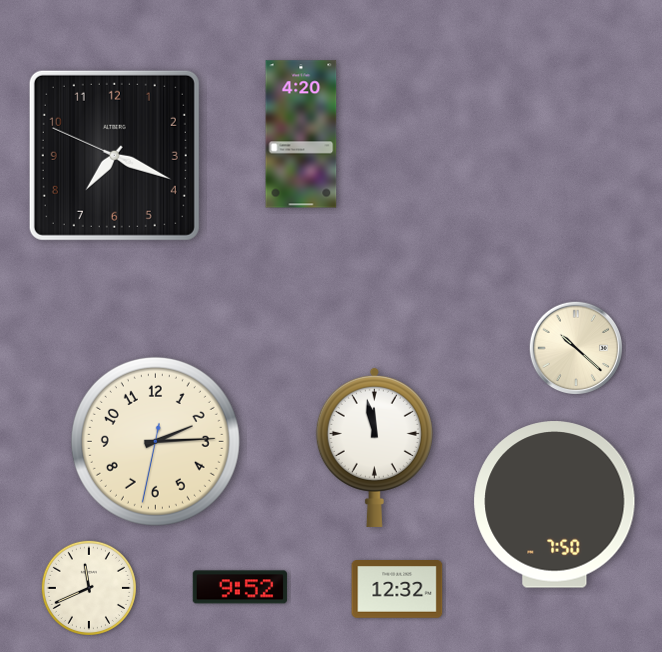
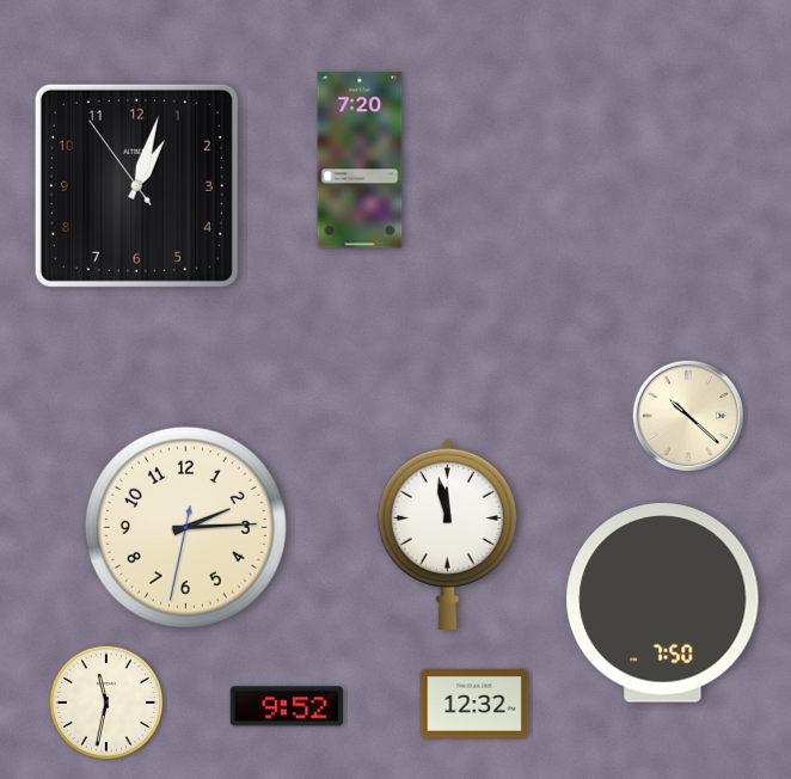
clock at (301, 134): 4:20 -> 7:20
clock at (114, 155): 7:18 -> 1:02
clock at (239, 587) position: (239, 587) -> (286, 706)
clock at (89, 588): 11:41 -> 11:32
